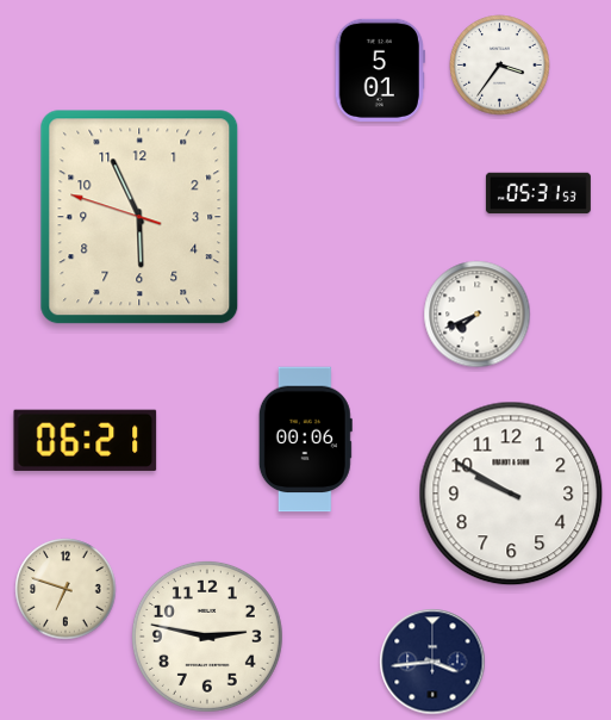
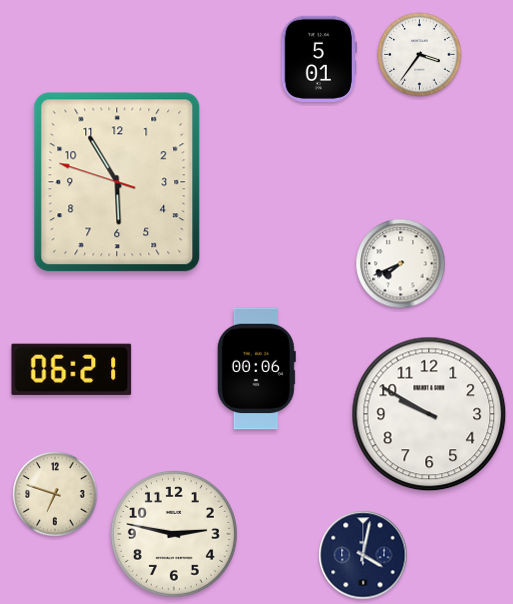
clock at (538, 193): 05:31 -> none
clock at (139, 217): 5:55 -> 5:54
clock at (432, 662): 3:44 -> 4:02
